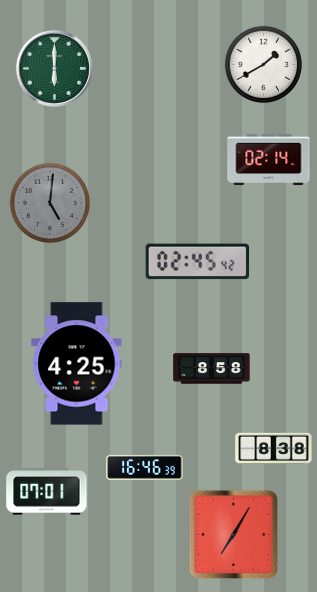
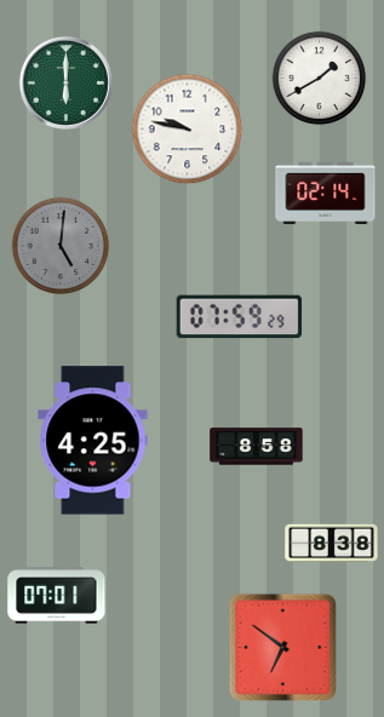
clock at (187, 128): none -> 9:47
clock at (198, 262): 02:45 -> 07:59
clock at (145, 467): 16:46 -> none
clock at (233, 534): 7:05 -> 6:51
